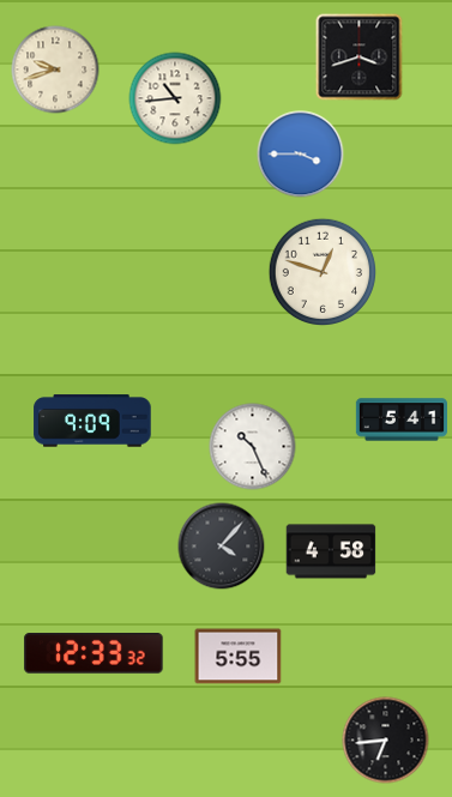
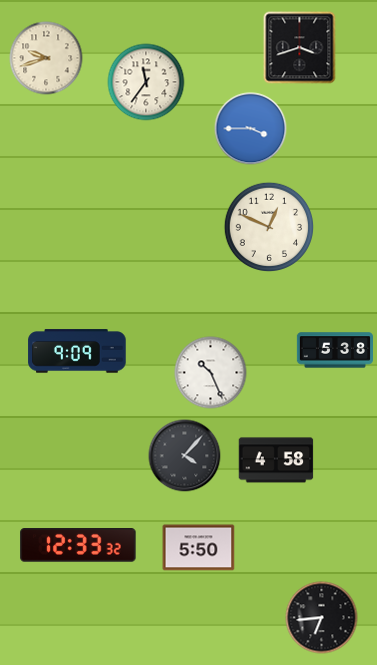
clock at (175, 98): 10:44 -> 11:36
clock at (321, 271): 12:48 -> 12:49
clock at (400, 419): 5:41 -> 5:38
clock at (239, 657): 5:55 -> 5:50
